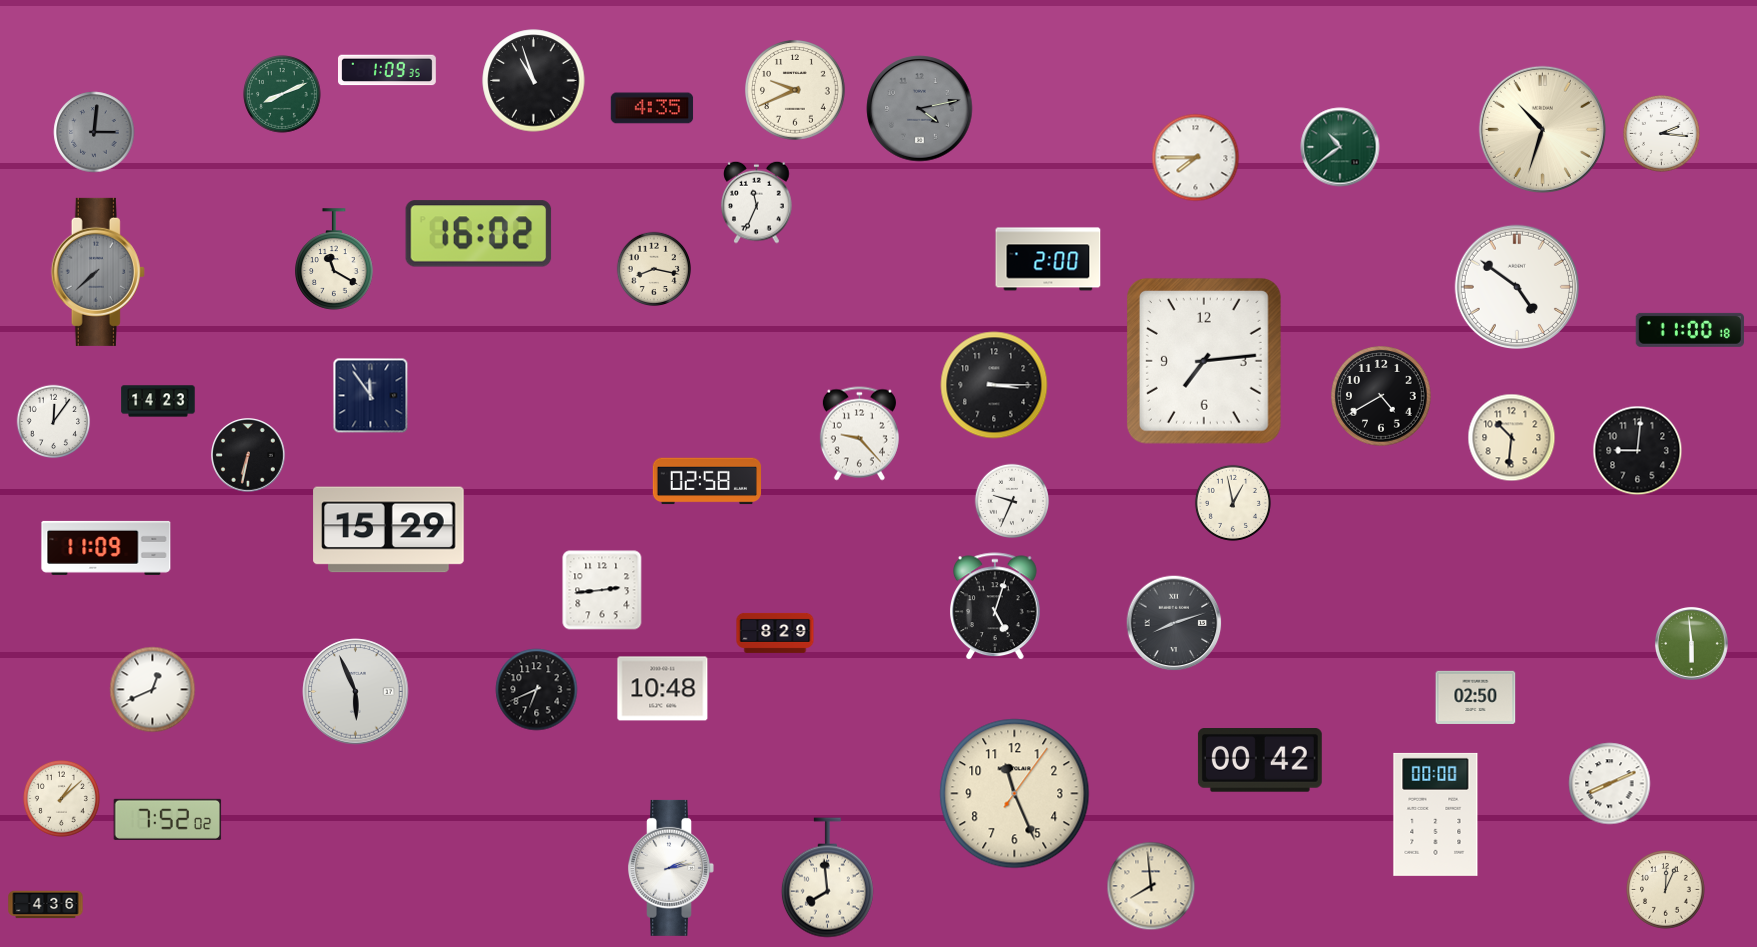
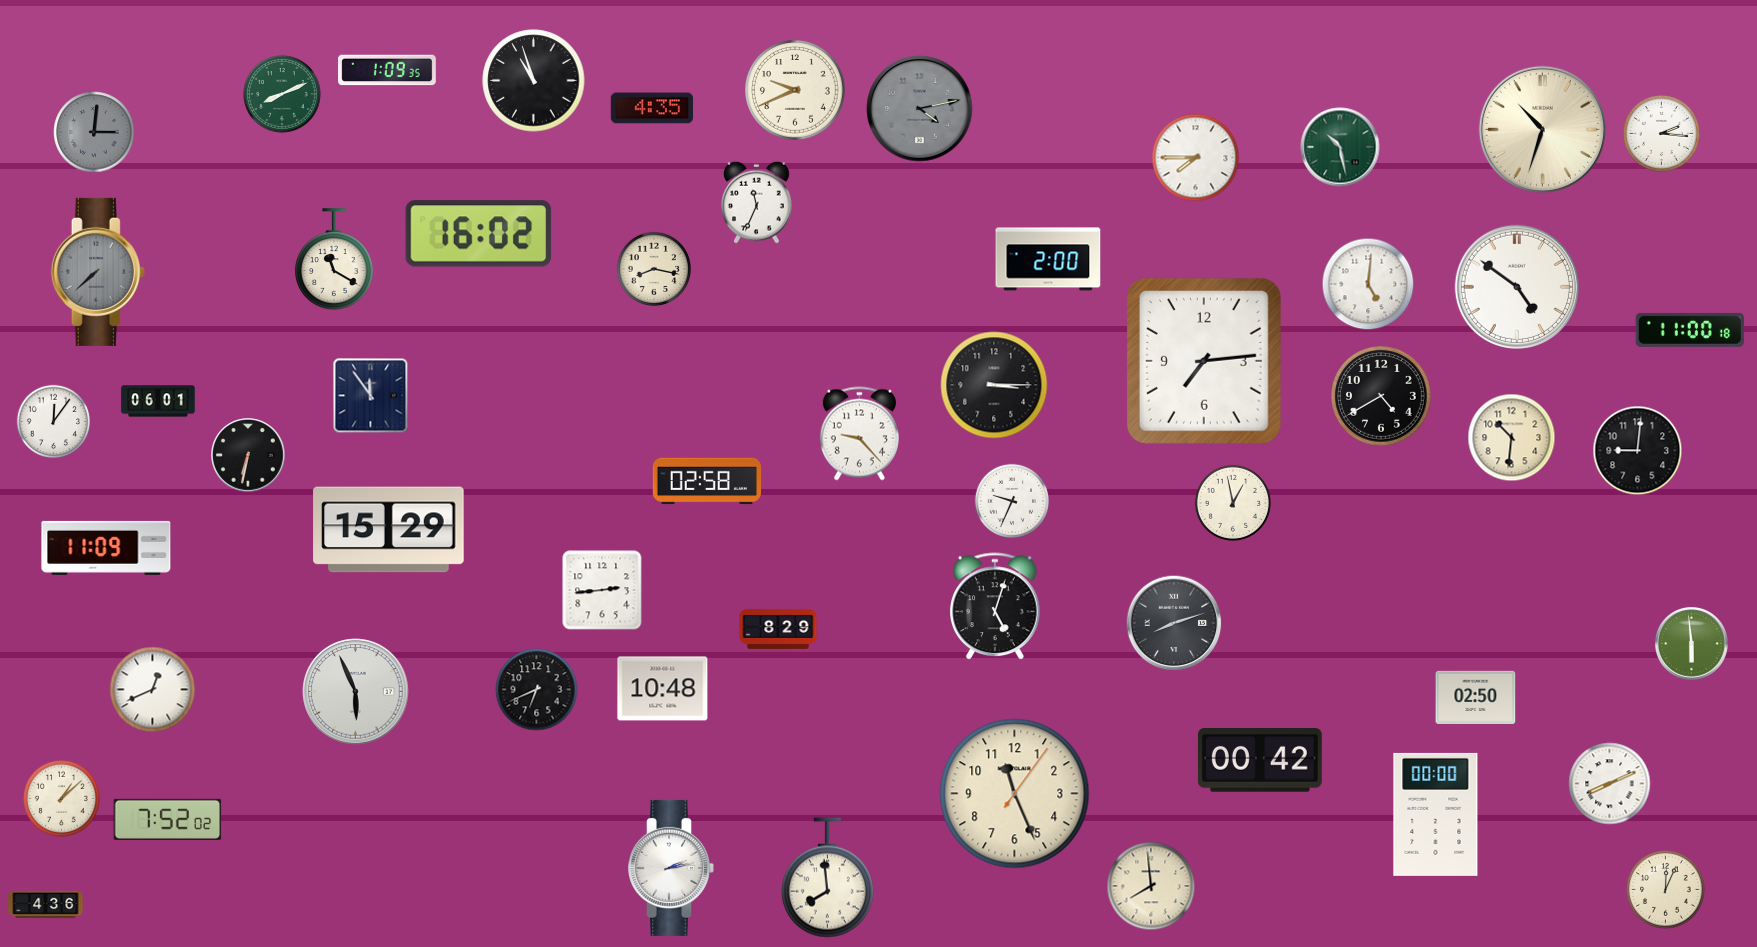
clock at (1340, 147): 10:39 -> 10:28
clock at (1368, 284): none -> 5:01
clock at (158, 401): 14:23 -> 06:01
clock at (775, 633) position: (775, 633) -> (778, 629)
